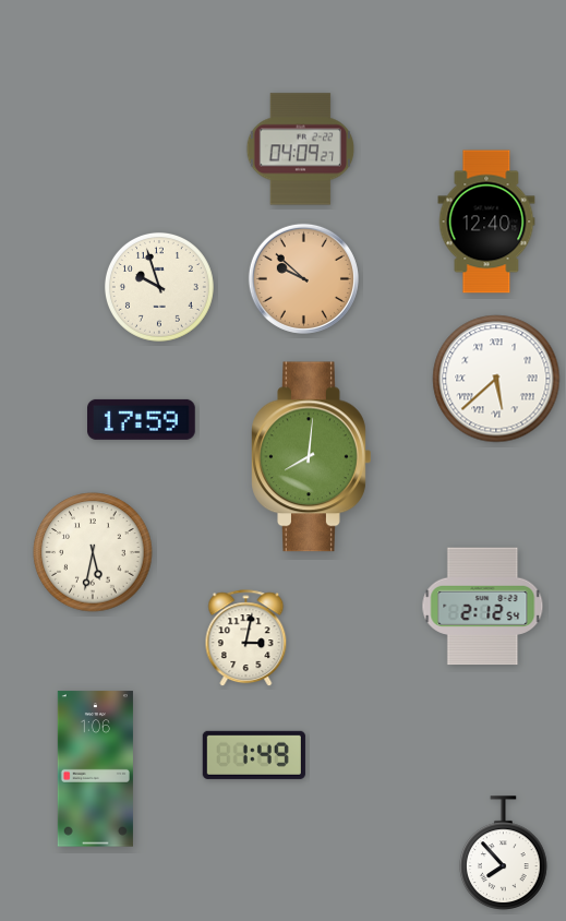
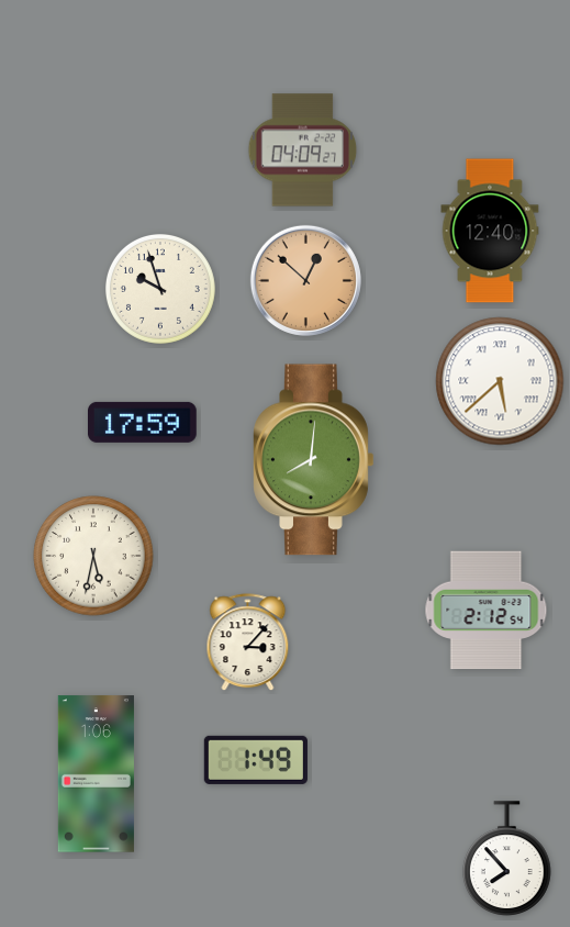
clock at (486, 222) position: (486, 222) -> (490, 231)
clock at (303, 278): 9:52 -> 12:52
clock at (246, 638): 3:02 -> 3:07
